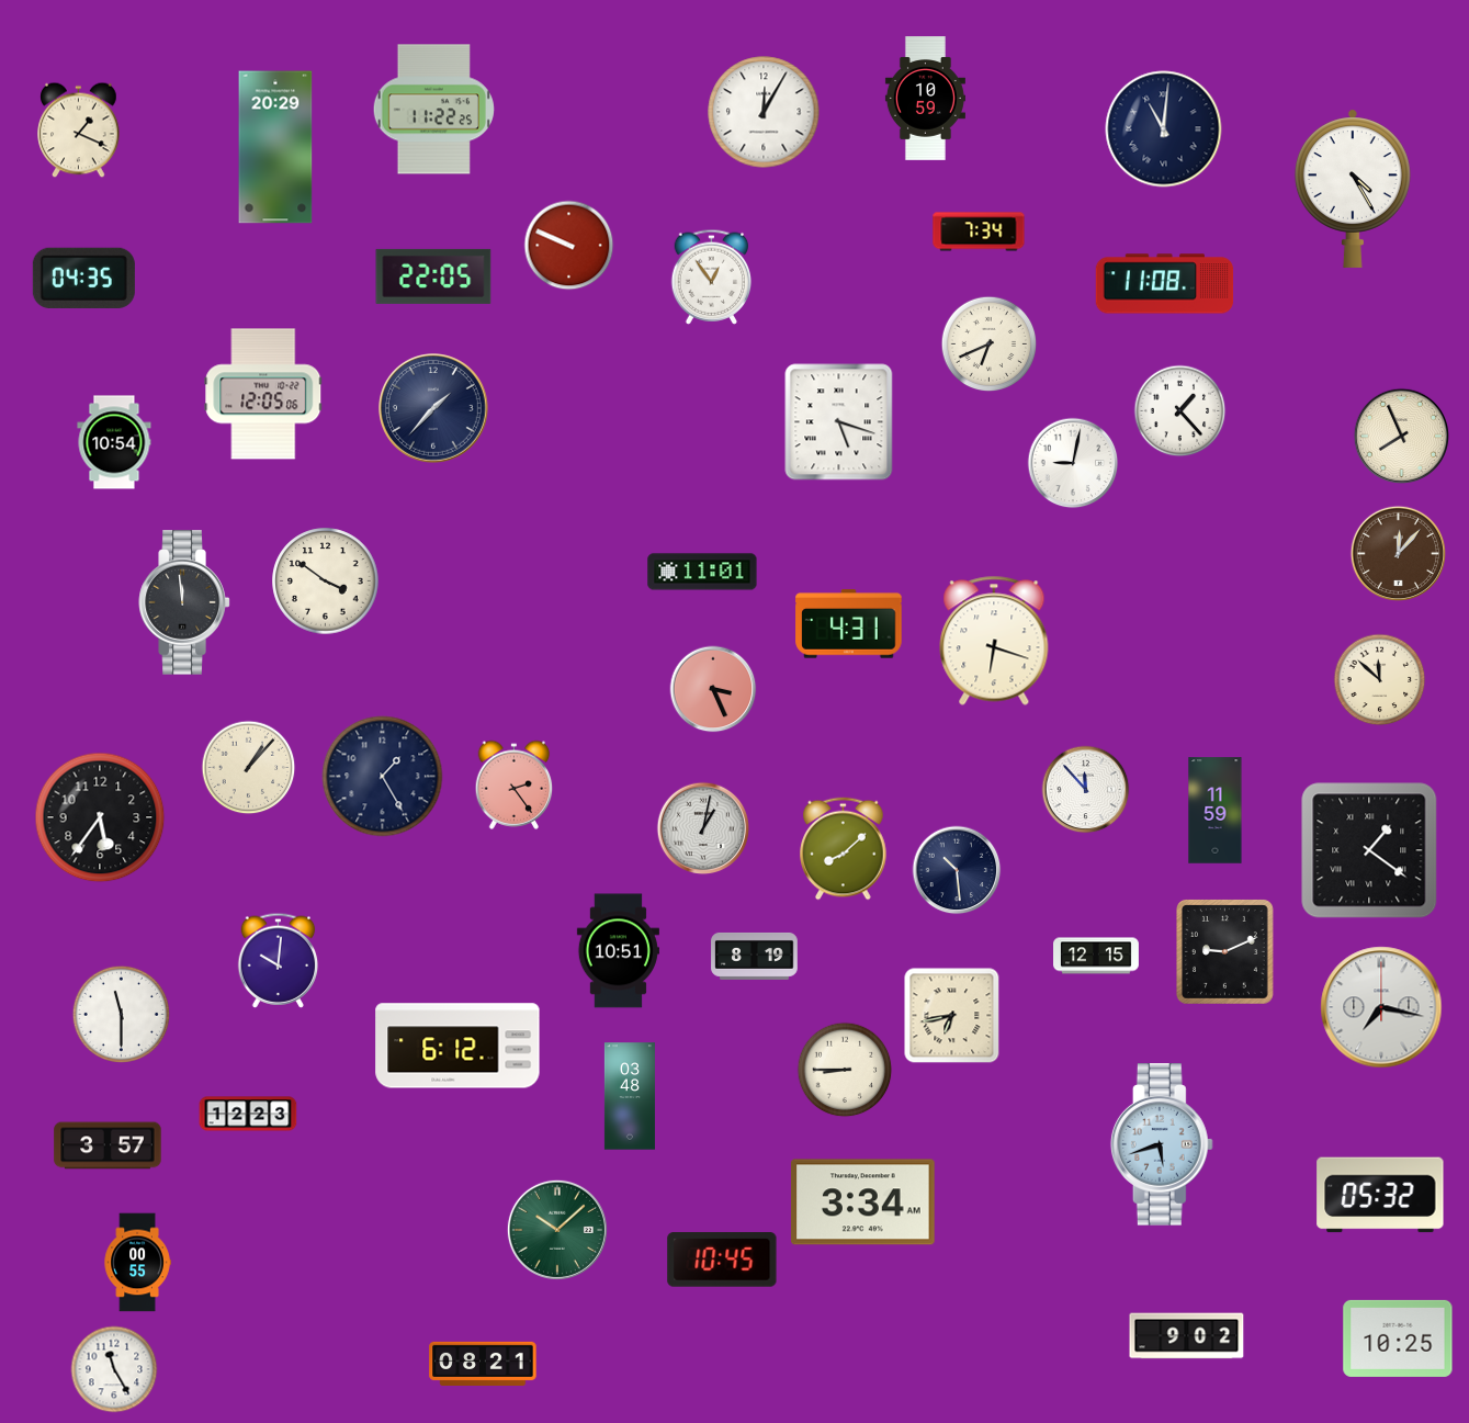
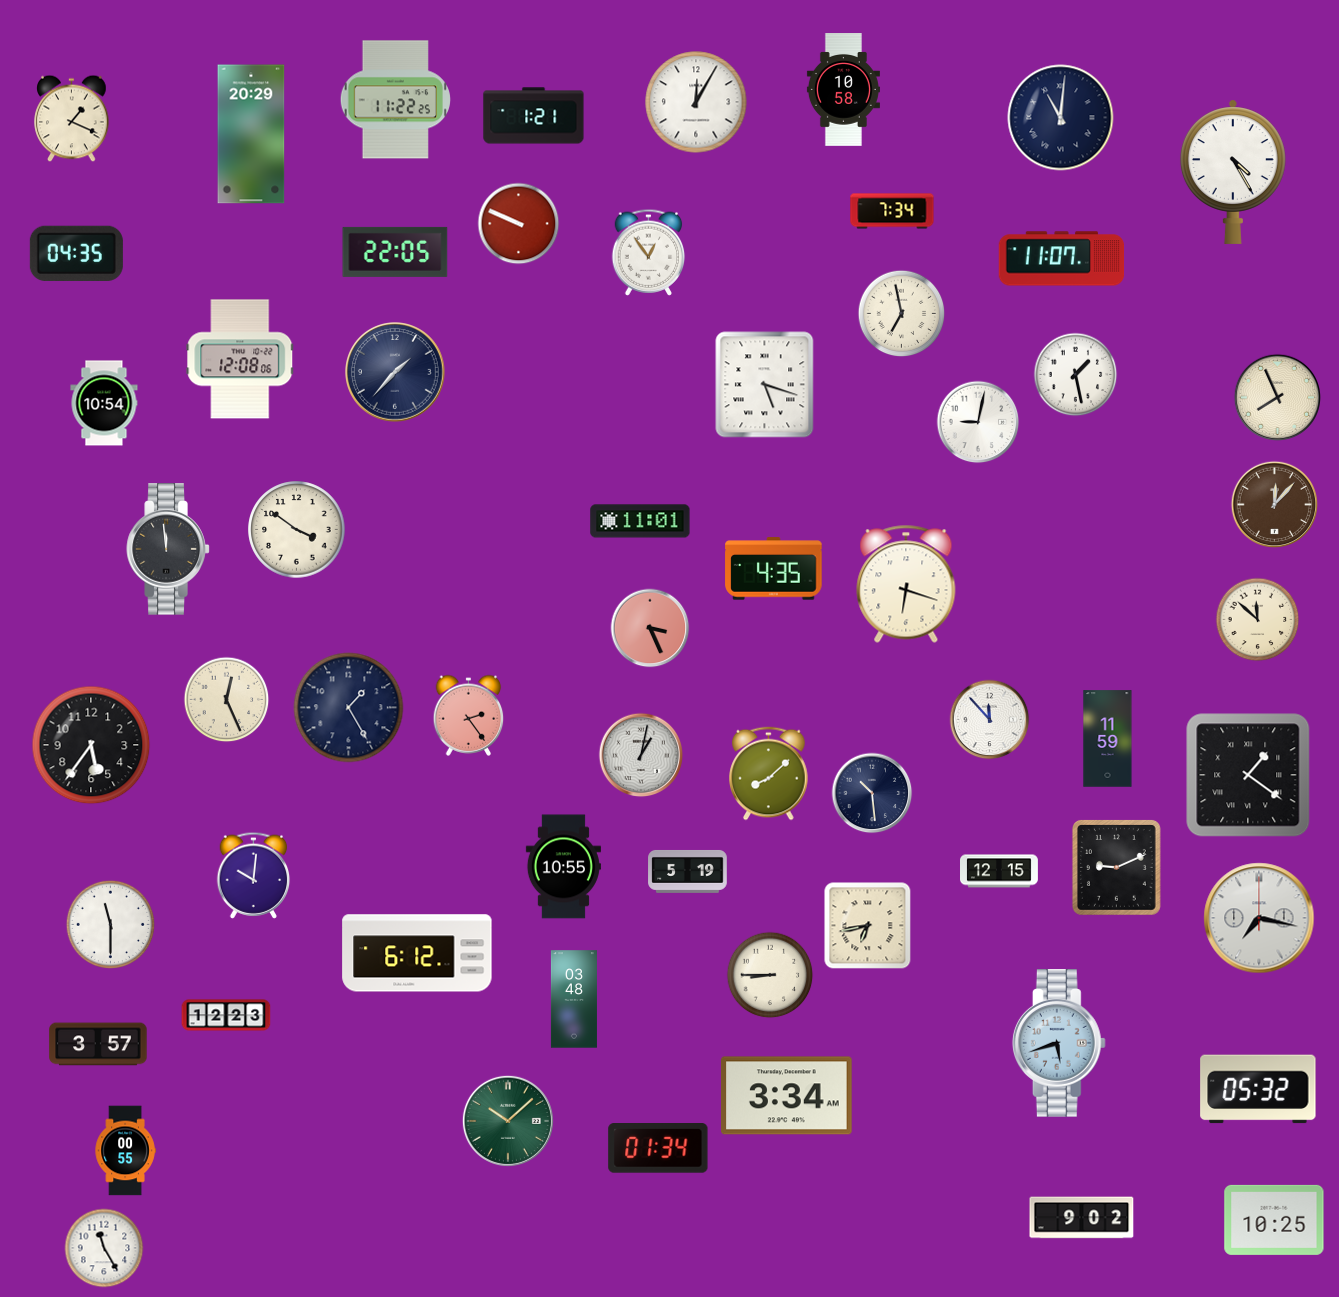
clock at (925, 99): 10:59 -> 10:58
clock at (534, 116): none -> 1:21
clock at (1165, 284): 11:08 -> 11:07
clock at (990, 345): 6:41 -> 6:58
clock at (263, 394): 12:05 -> 12:08
clock at (1180, 411): 1:23 -> 1:28
clock at (849, 624): 4:31 -> 4:35
clock at (249, 768): 1:07 -> 12:26
clock at (618, 951): 10:51 -> 10:55
clock at (755, 957): 8:19 -> 5:19
clock at (722, 1260): 10:45 -> 01:34
clock at (483, 1363): 08:21 -> none
